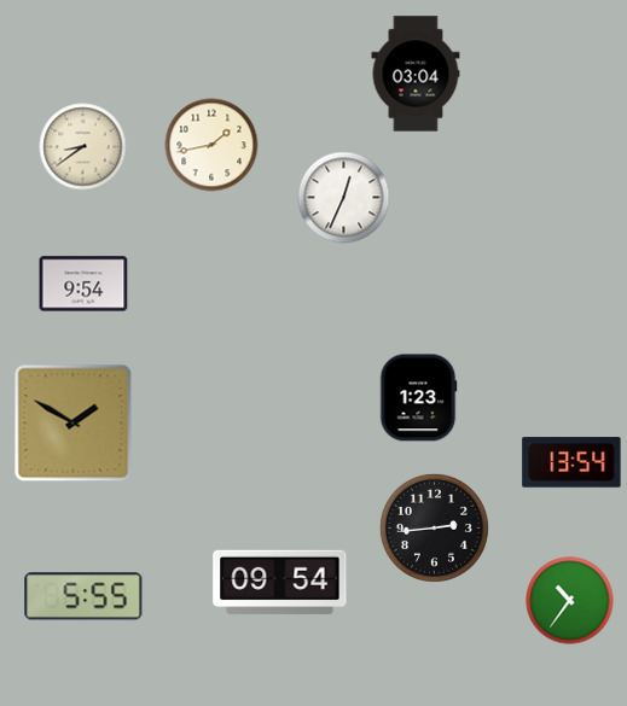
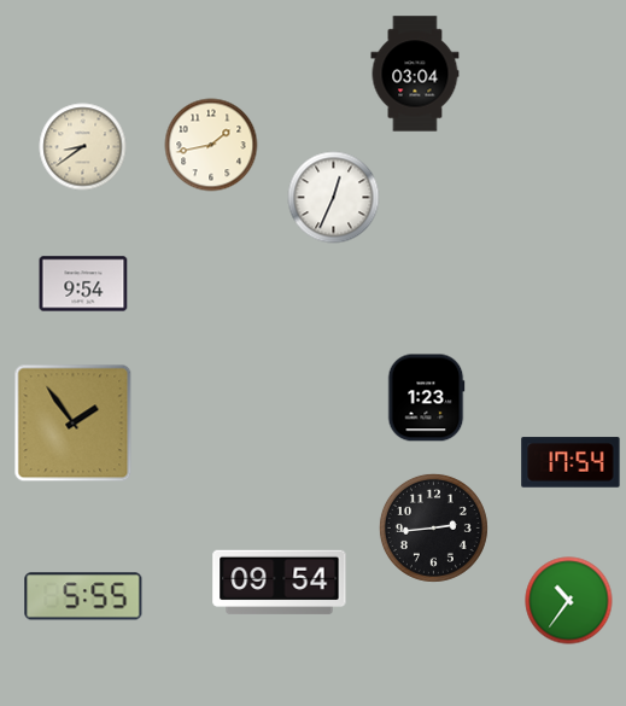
clock at (344, 198) position: (344, 198) -> (334, 198)
clock at (418, 398) position: (418, 398) -> (426, 398)
clock at (74, 424): 1:50 -> 1:54
clock at (571, 462): 13:54 -> 17:54
